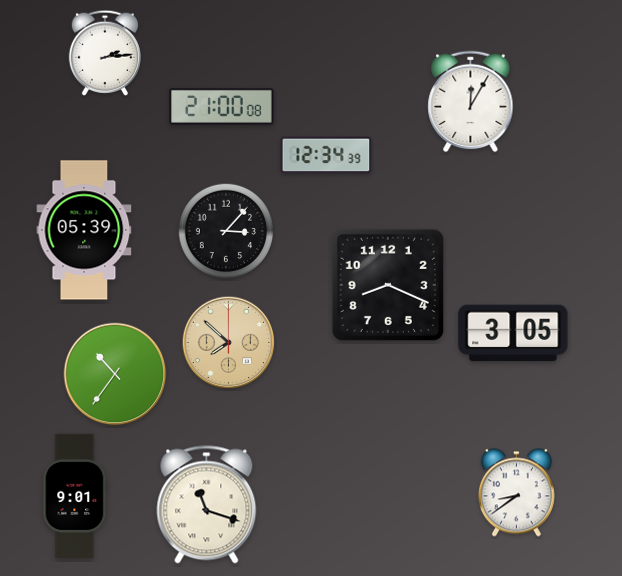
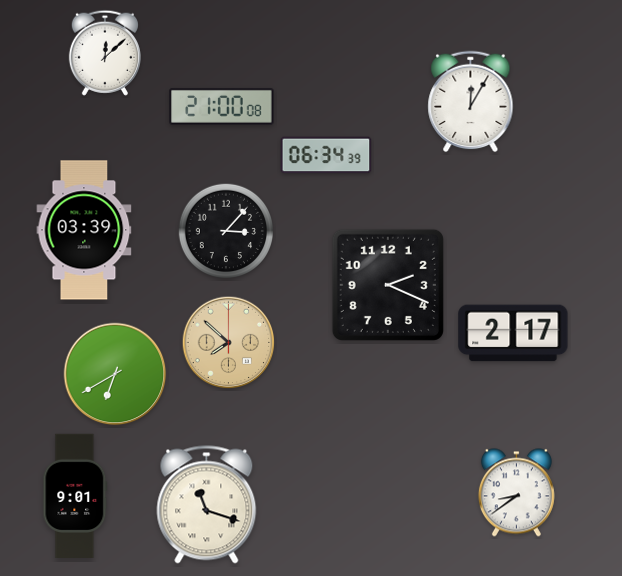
clock at (104, 53): 2:14 -> 12:08
clock at (326, 155): 12:34 -> 06:34
clock at (84, 230): 05:39 -> 03:39
clock at (388, 285): 8:19 -> 2:19
clock at (513, 333): 3:05 -> 2:17
clock at (115, 374): 10:36 -> 6:40
